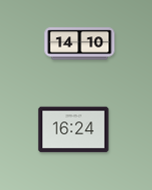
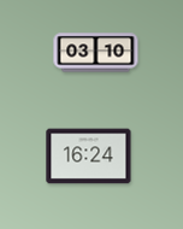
clock at (80, 44): 14:10 -> 03:10
